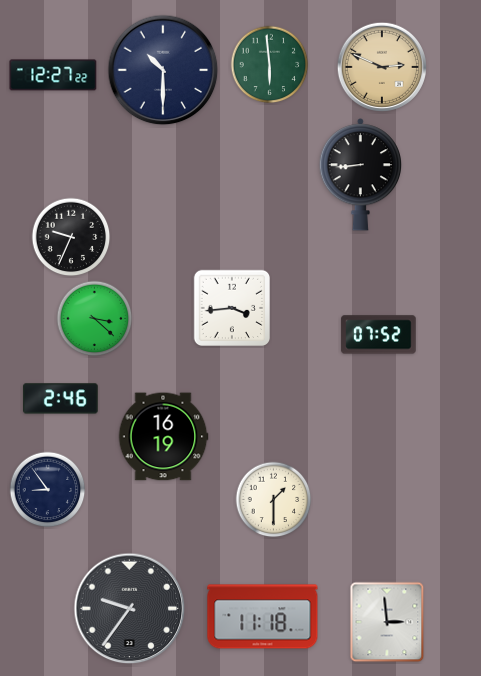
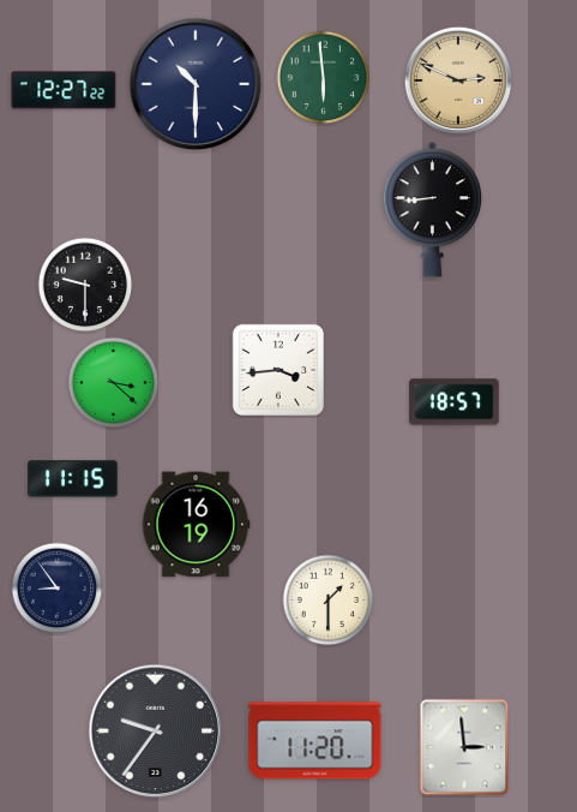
clock at (71, 237): 9:34 -> 9:30
clock at (379, 335): 07:52 -> 18:57
clock at (61, 399): 2:46 -> 11:15
clock at (263, 617): 11:18 -> 11:20
